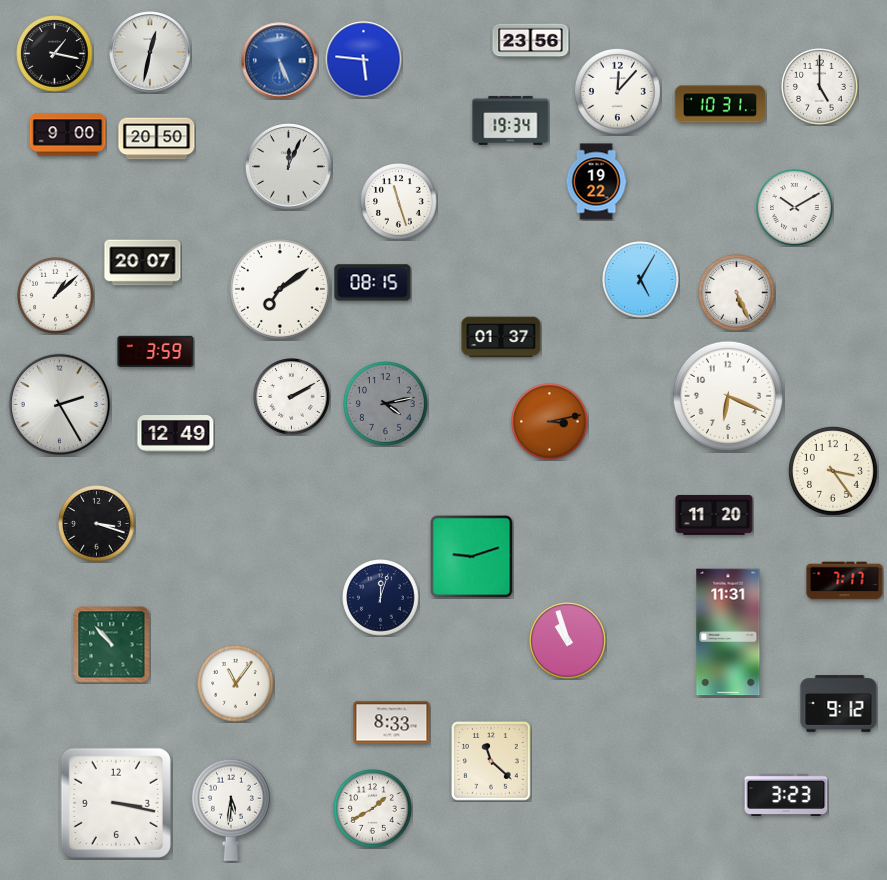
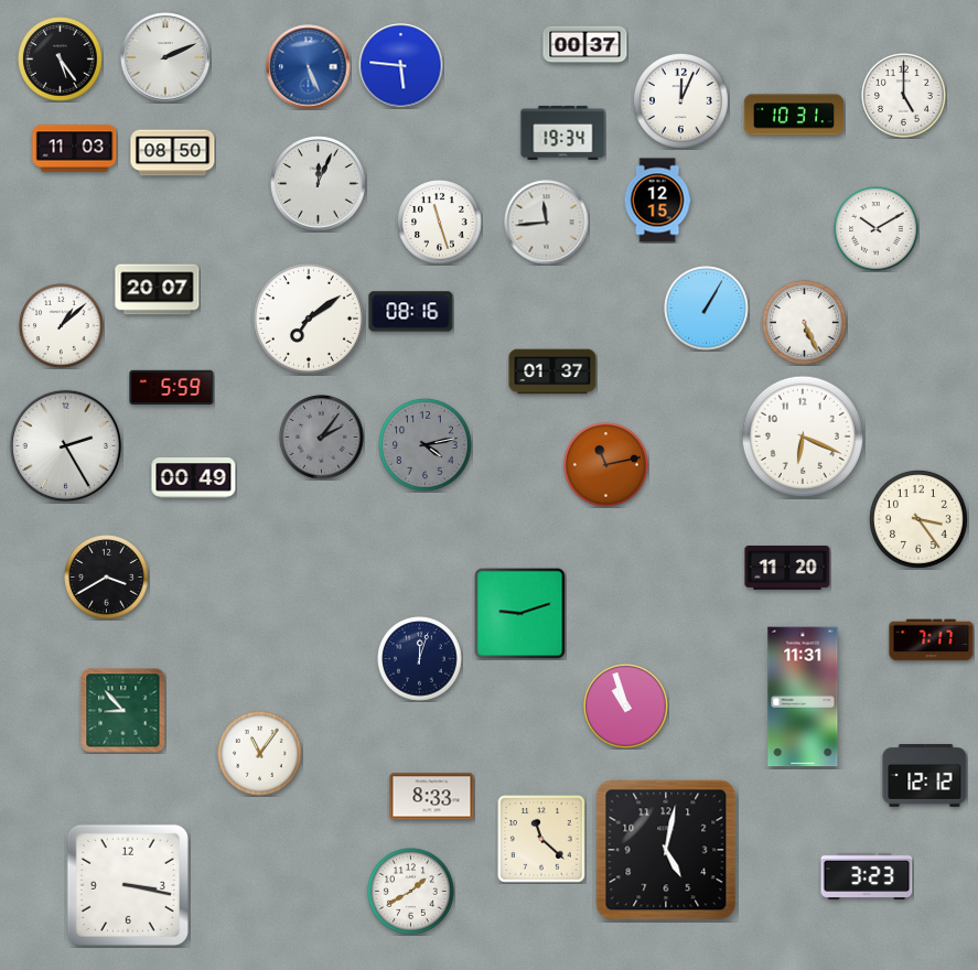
clock at (531, 41): 23:56 -> 00:37
clock at (150, 52): 12:32 -> 2:11
clock at (55, 54): 1:17 -> 5:24
clock at (617, 91): 12:07 -> 12:04
clock at (68, 135): 9:00 -> 11:03
clock at (157, 139): 20:50 -> 08:50
clock at (596, 182): 19:22 -> 12:15
clock at (547, 223): none -> 11:44
clock at (641, 280): 5:05 -> 1:05
clock at (373, 283): 08:15 -> 08:16
clock at (737, 293) position: (737, 293) -> (805, 323)
clock at (156, 351): 3:59 -> 5:59
clock at (292, 397): 2:10 -> 2:06
clock at (292, 397) dial: white -> grey
clock at (550, 422): 3:13 -> 11:13
clock at (176, 434): 12:49 -> 00:49
clock at (97, 524): 3:18 -> 3:40
clock at (112, 645): 10:53 -> 8:53
clock at (839, 704): 9:12 -> 12:12
clock at (666, 850): none -> 5:02
clock at (231, 810): 5:31 -> none
